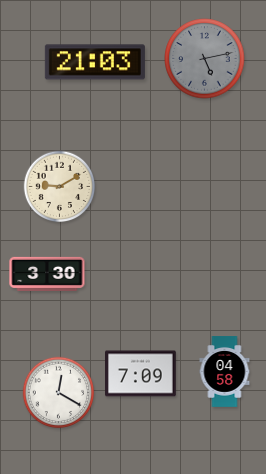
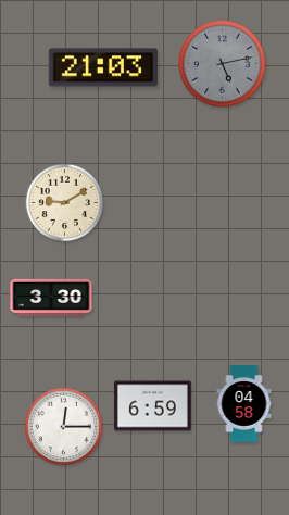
clock at (141, 374): 7:09 -> 6:59
clock at (59, 393): 12:20 -> 12:15
